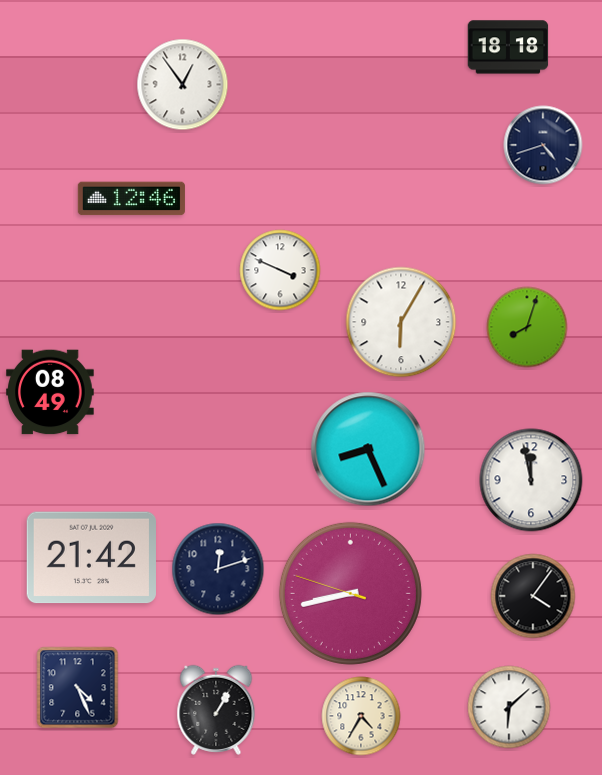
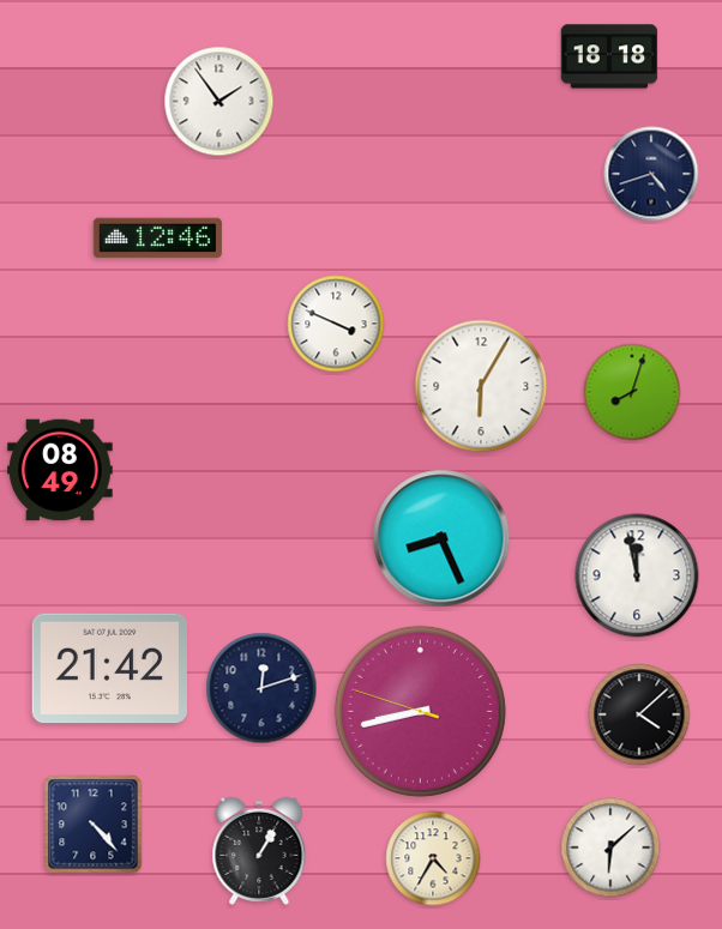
clock at (183, 85): 12:54 -> 1:54
clock at (218, 569) position: (218, 569) -> (261, 688)
clock at (533, 596): 4:06 -> 4:08
clock at (78, 688): 4:26 -> 4:23
